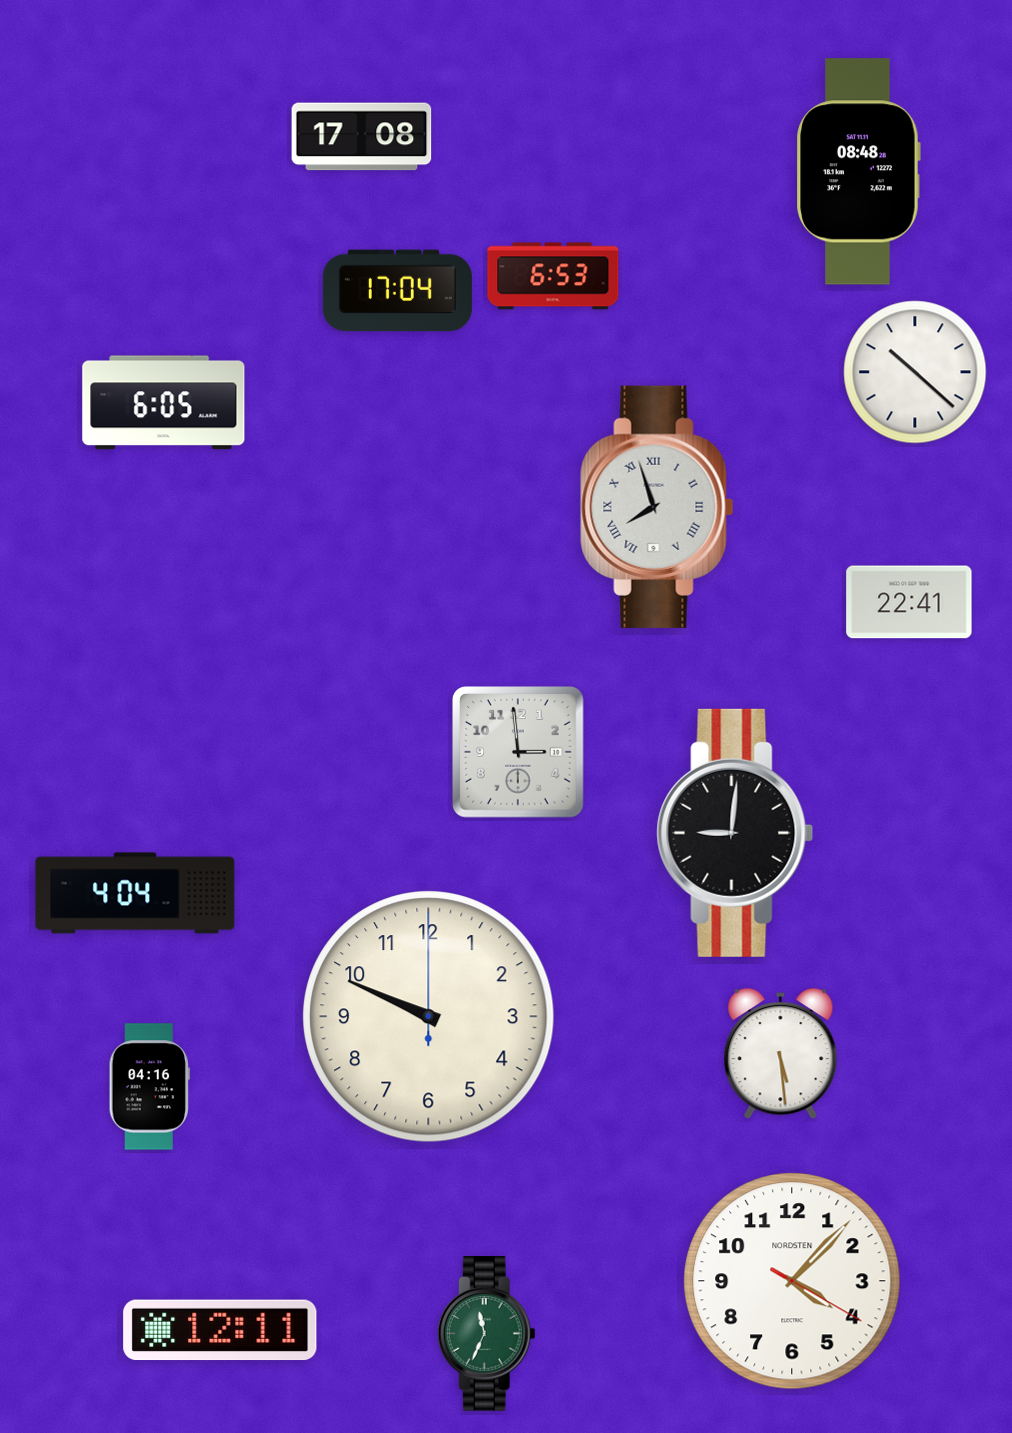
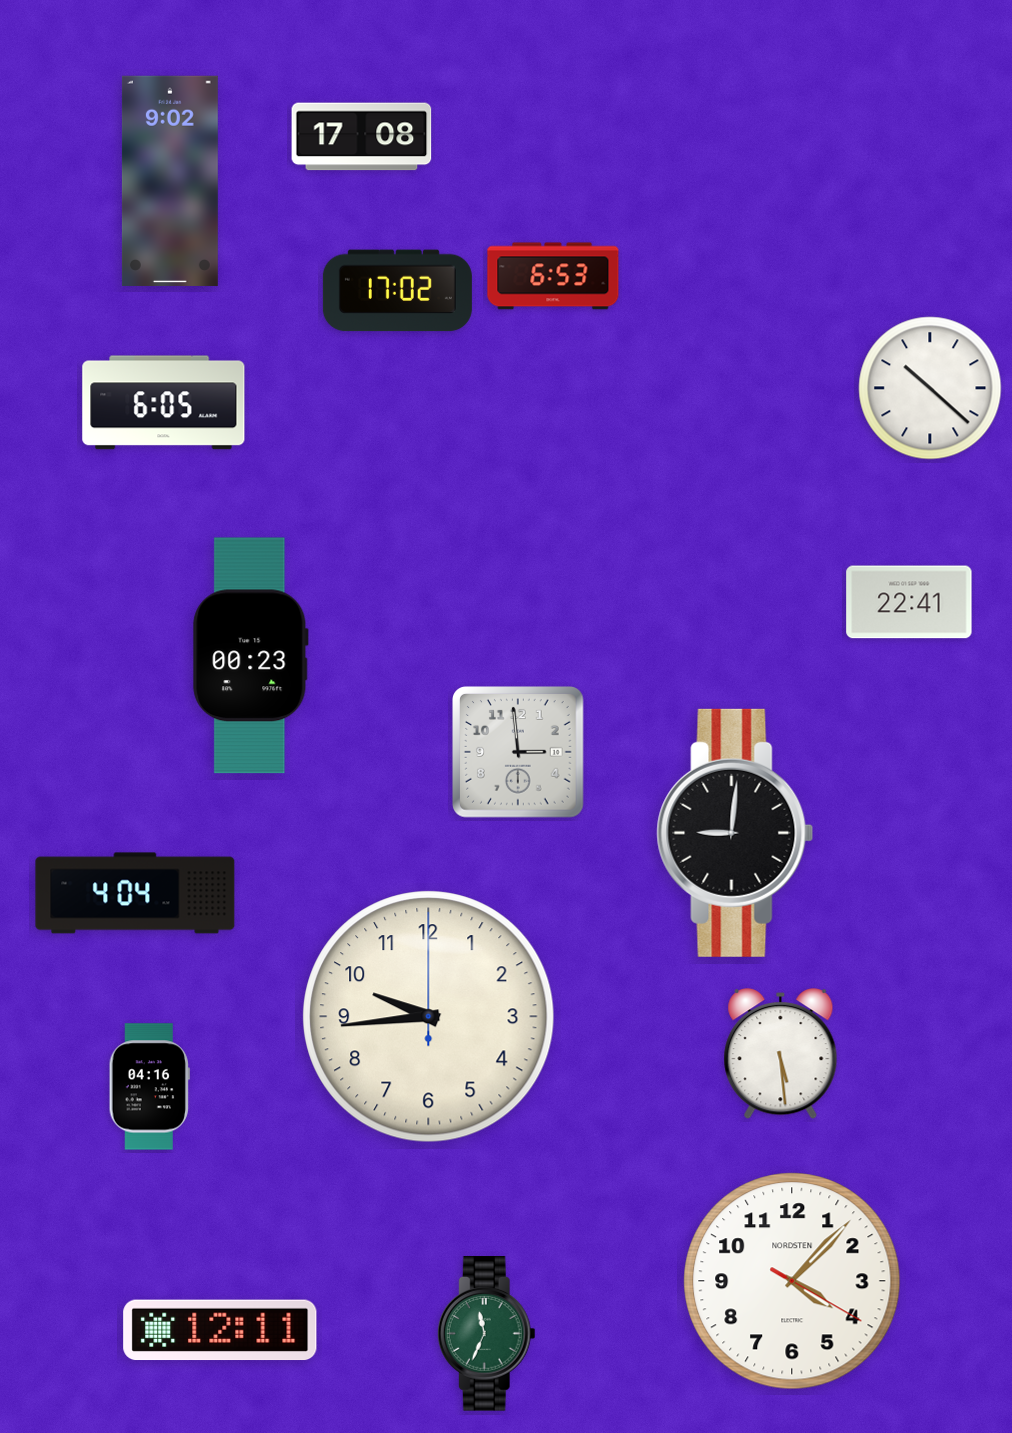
clock at (858, 172): 08:48 -> none
clock at (170, 181): none -> 9:02
clock at (397, 291): 17:04 -> 17:02
clock at (915, 372) position: (915, 372) -> (930, 388)
clock at (657, 507): 7:57 -> none
clock at (251, 656): none -> 00:23
clock at (429, 1017): 9:49 -> 9:44
